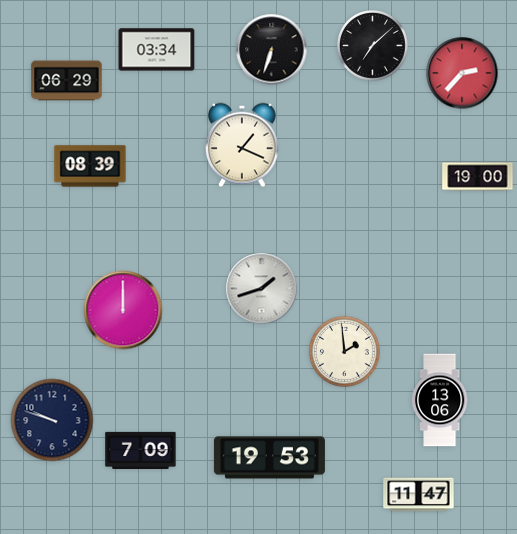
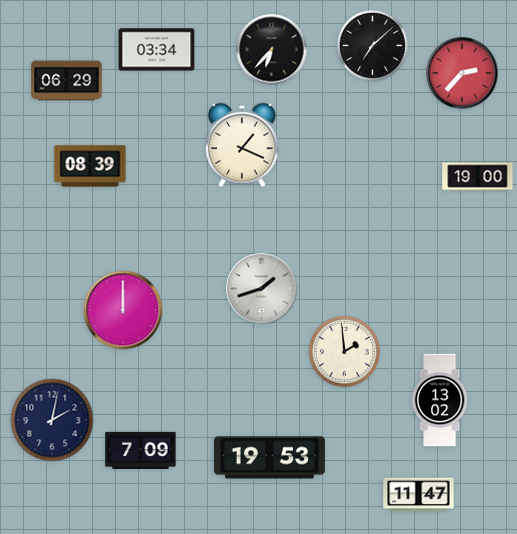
clock at (272, 50): 6:33 -> 6:37
clock at (440, 400): 13:06 -> 13:02
clock at (52, 420): 9:48 -> 2:02
